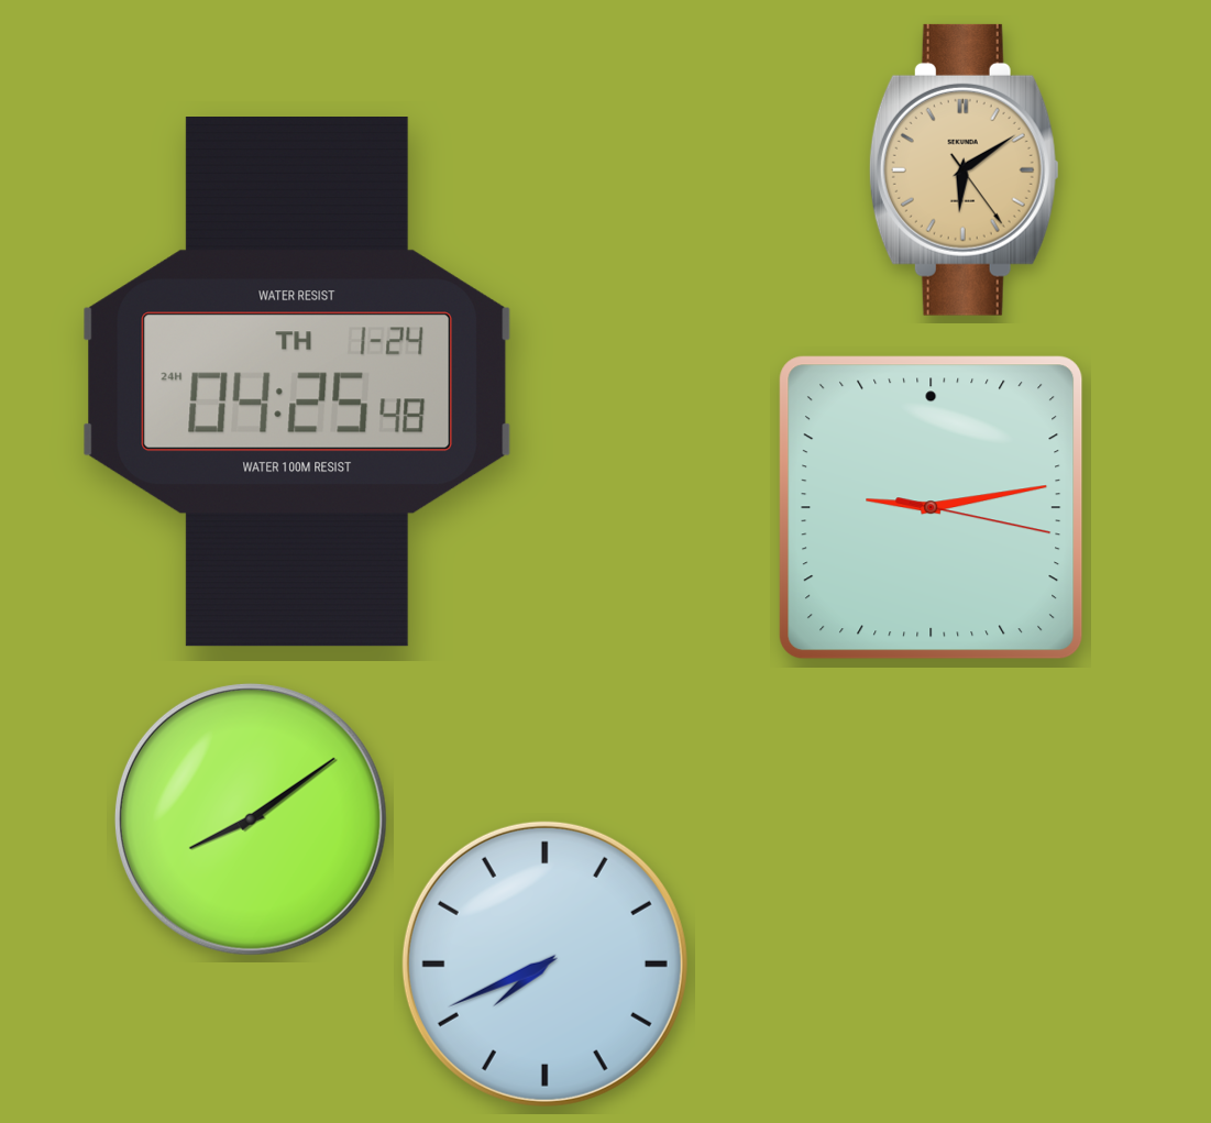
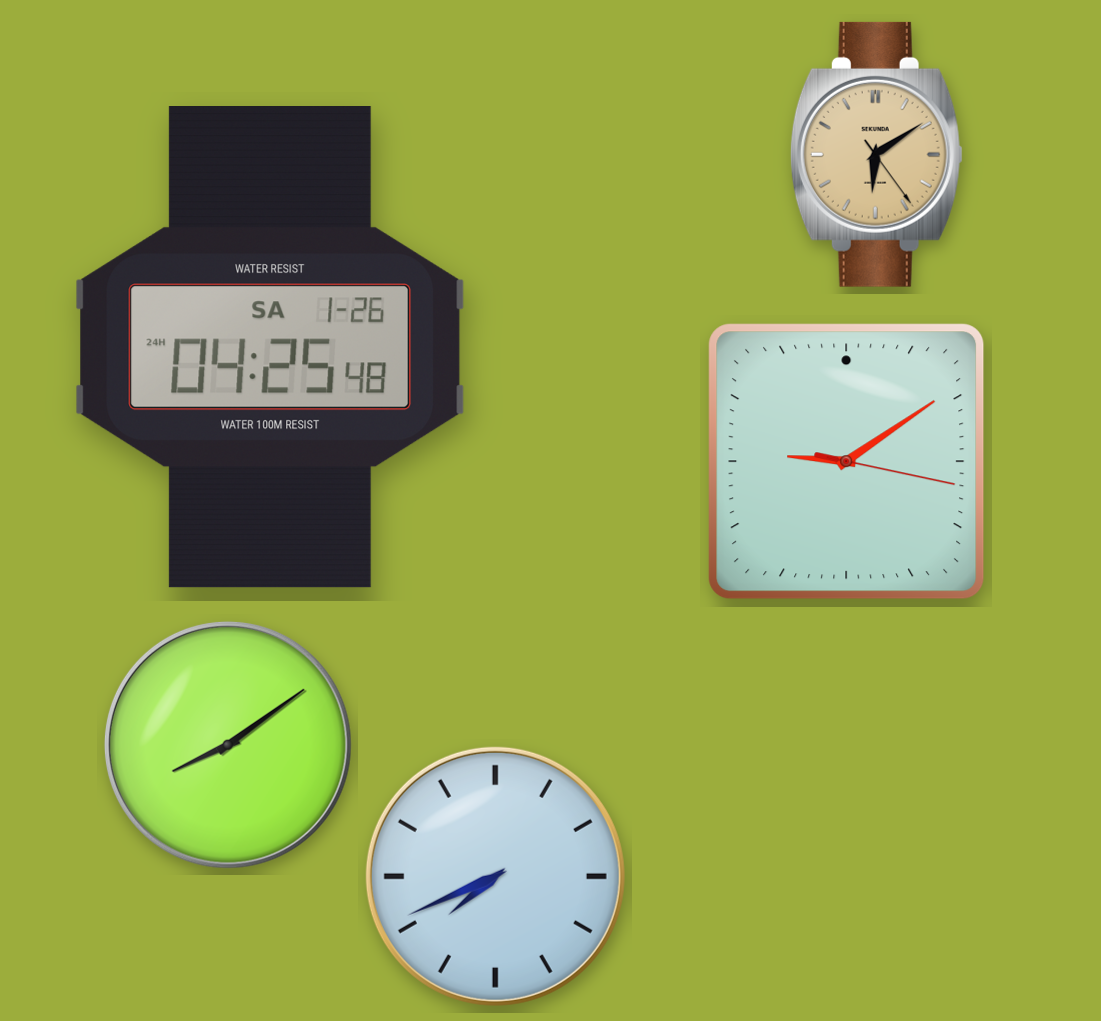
clock at (297, 382) date: TH 1-24 -> SA 1-26
clock at (932, 508): 9:13 -> 9:09
